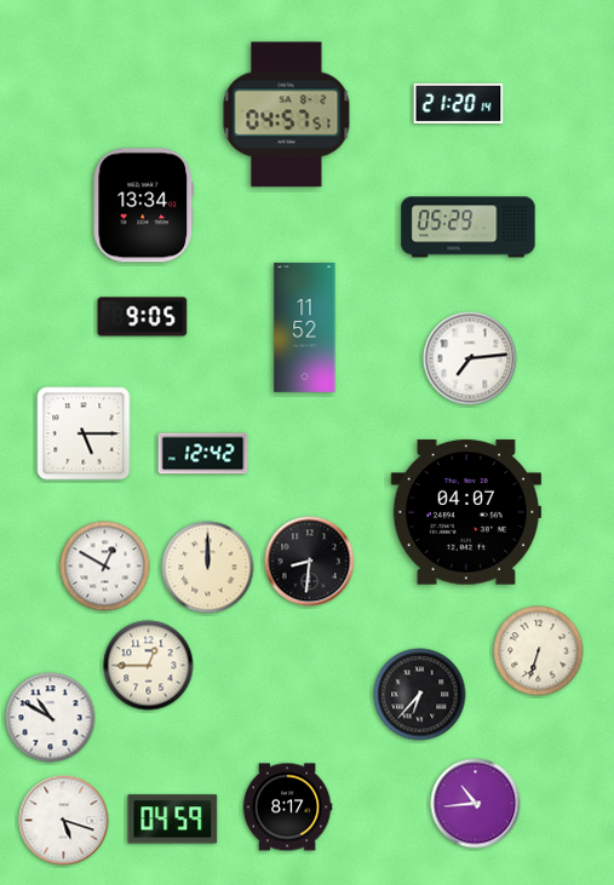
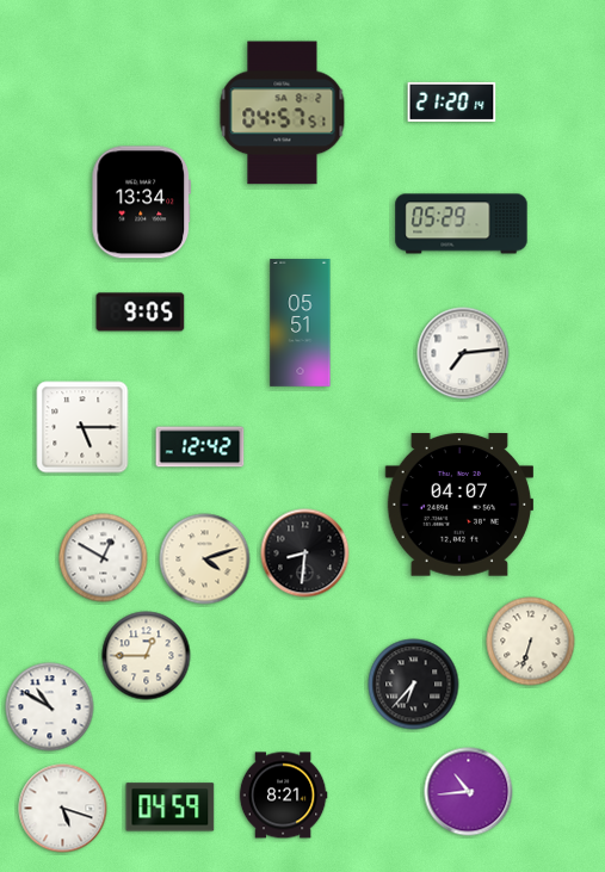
clock at (305, 328): 11:52 -> 05:51
clock at (208, 568): 12:00 -> 4:12
clock at (287, 808): 8:17 -> 8:21
